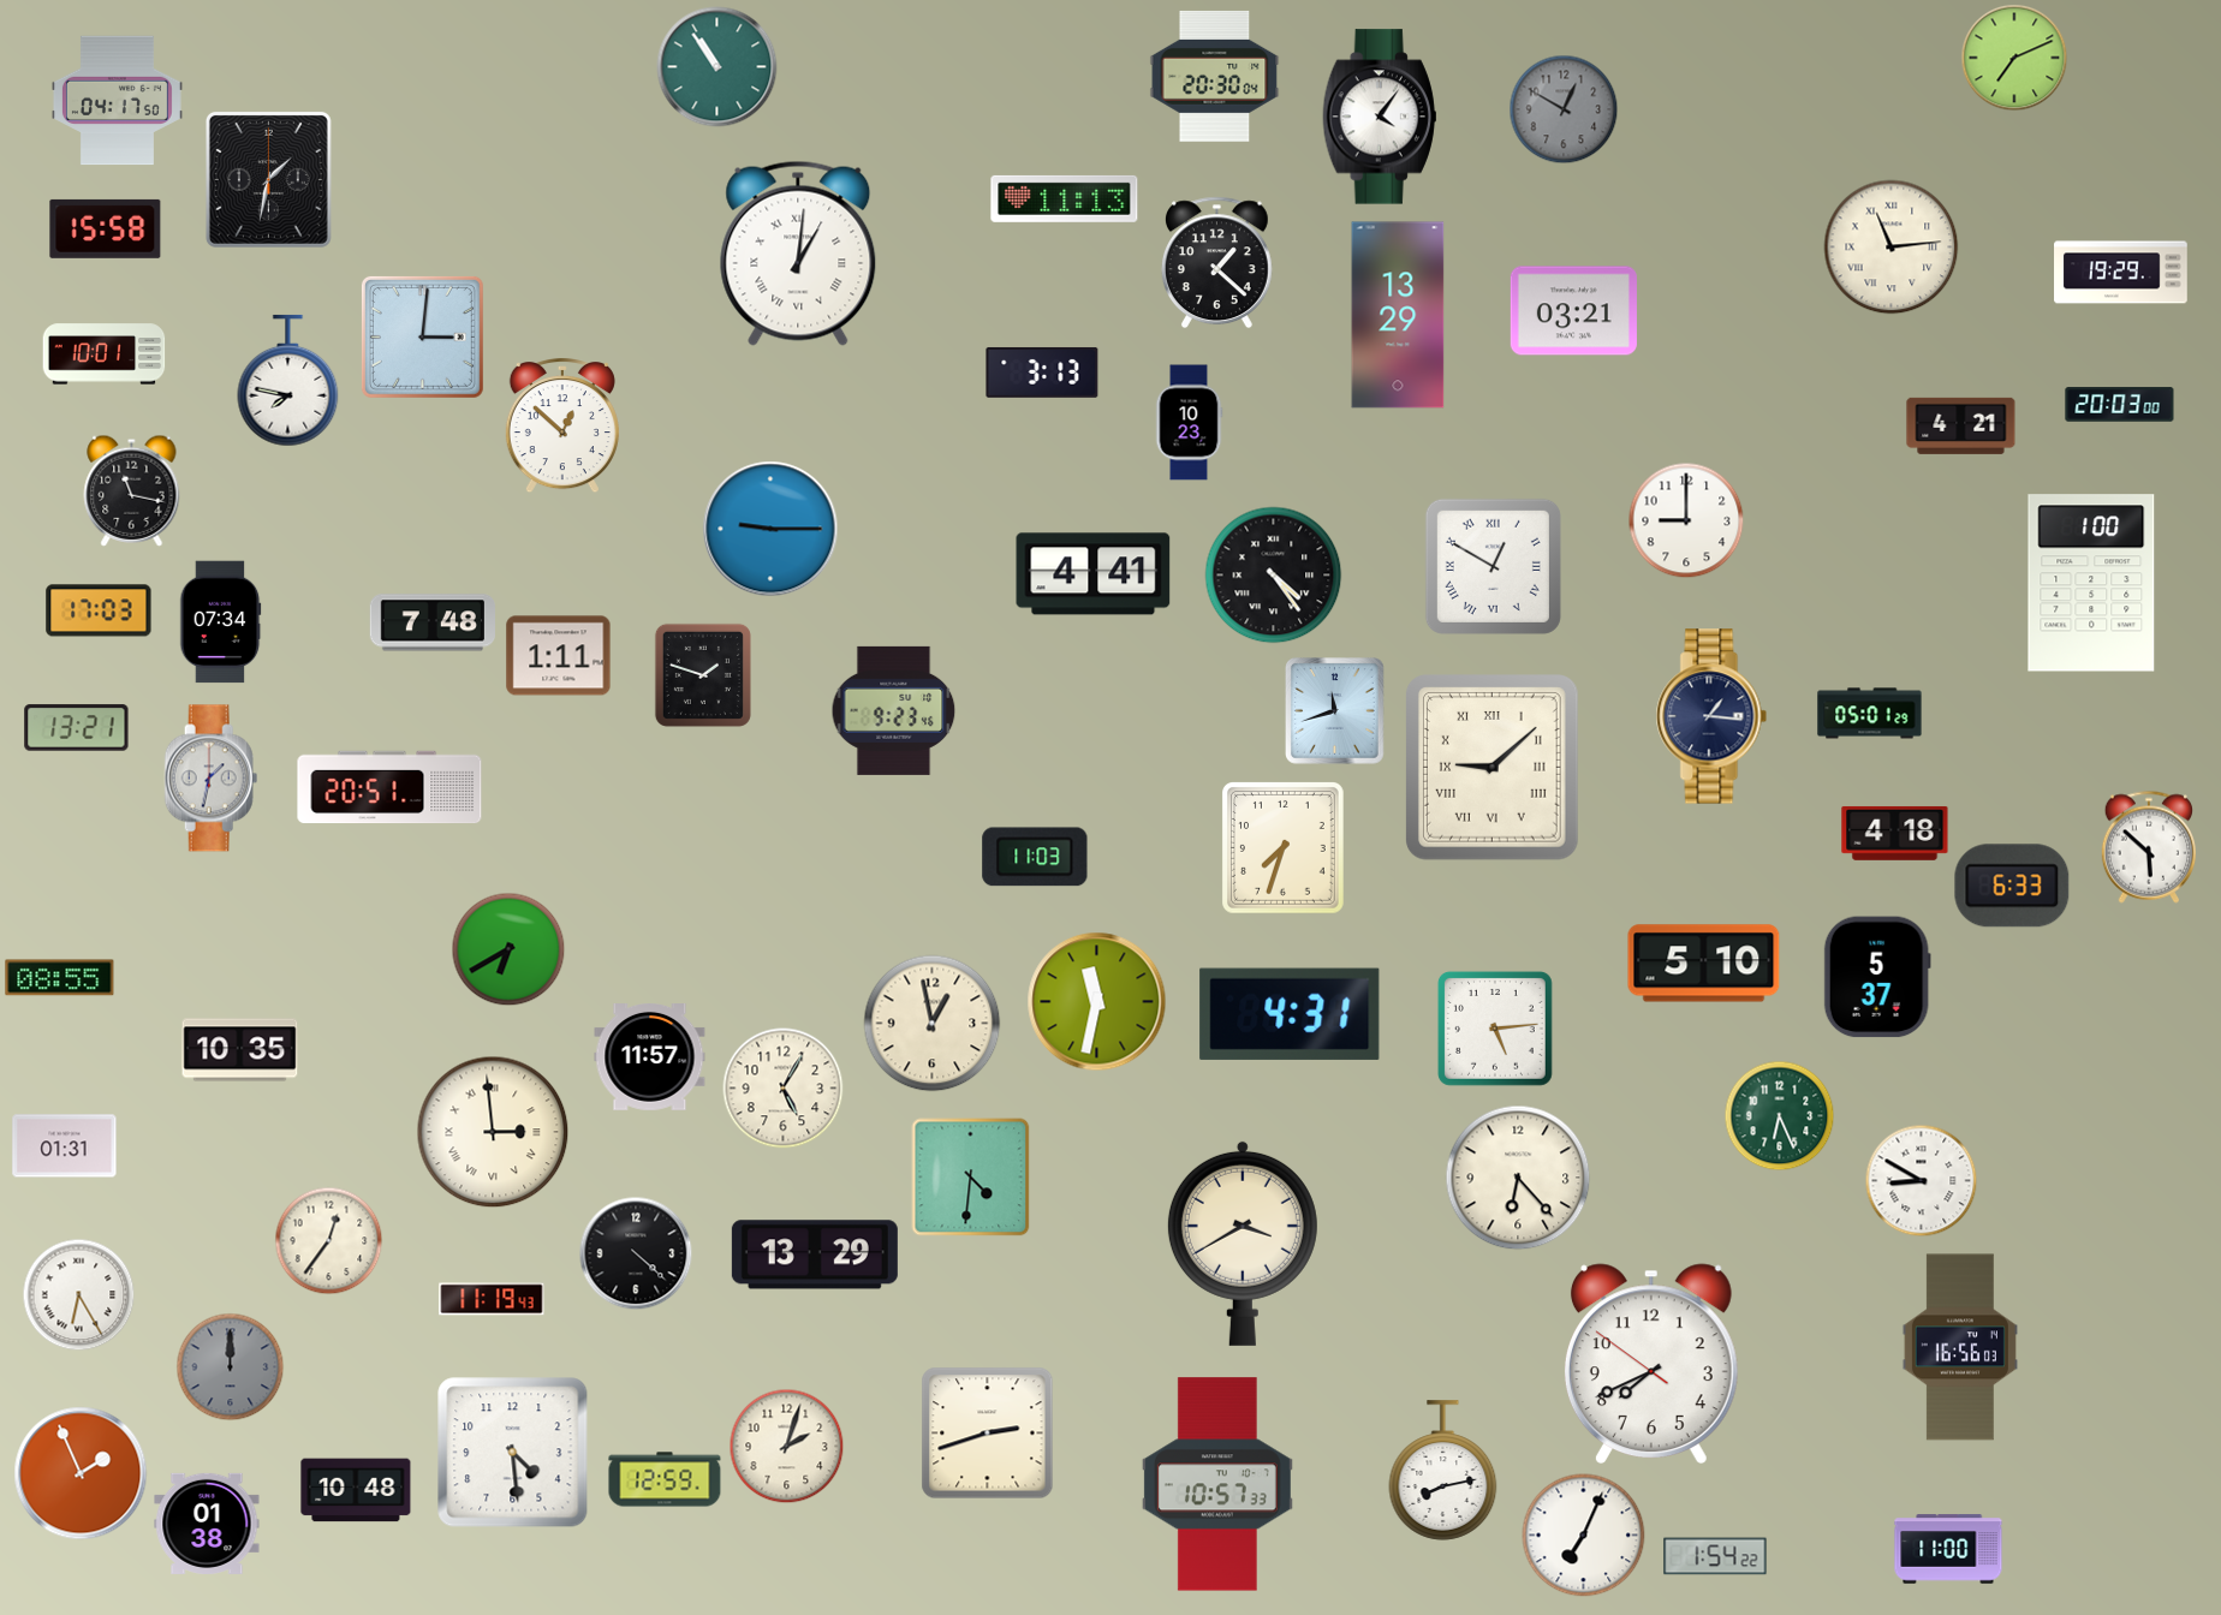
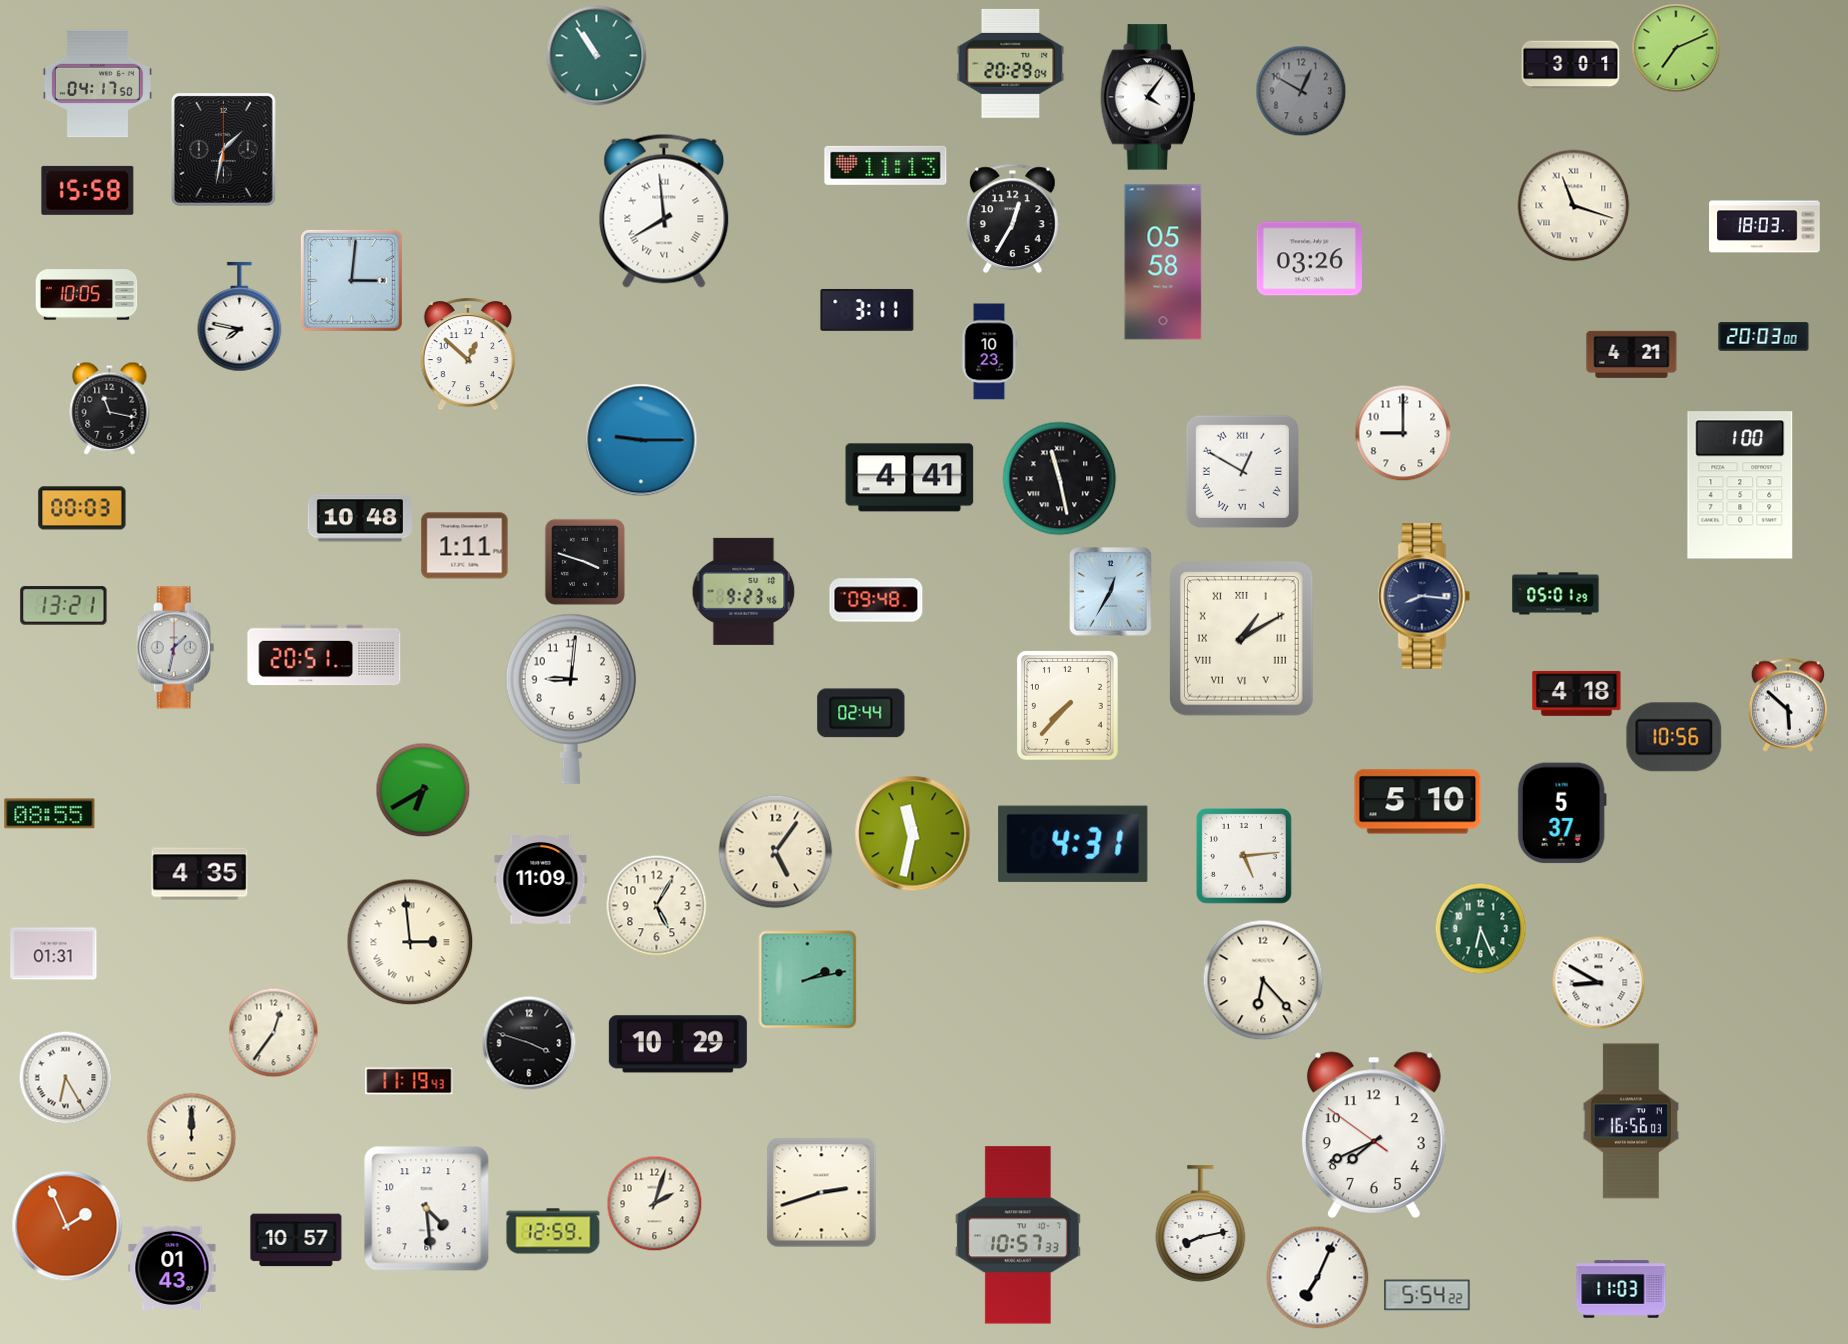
clock at (1215, 76): 20:30 -> 20:29
clock at (1571, 65): none -> 3:01
clock at (1892, 248): 11:14 -> 11:18
clock at (798, 254): 1:01 -> 7:59
clock at (1216, 263): 1:22 -> 12:35
clock at (2121, 273): 19:29 -> 18:03
clock at (1573, 311): 03:21 -> 03:26
clock at (1398, 315): 13:29 -> 05:58
clock at (105, 354): 10:01 -> 10:05
clock at (1042, 373): 3:13 -> 3:11
clock at (1274, 576): 4:24 -> 11:28
clock at (99, 610): 17:03 -> 00:03
clock at (221, 622): 07:34 -> none
clock at (433, 622): 7:48 -> 10:48
clock at (703, 675): 1:48 -> 3:48
clock at (1335, 711): 11:42 -> 12:35
clock at (1711, 716): 1:16 -> 8:16
clock at (876, 600): none -> 09:48
clock at (1493, 768): 9:08 -> 1:10
clock at (570, 699): none -> 9:01
clock at (1284, 848): 7:33 -> 7:37
clock at (1035, 857): 11:03 -> 02:44
clock at (2012, 886): 6:33 -> 10:56
clock at (933, 1024): 12:58 -> 5:06
clock at (240, 1050): 10:35 -> 4:35
clock at (650, 1057): 11:57 -> 11:09
clock at (784, 1089) position: (784, 1089) -> (657, 906)
clock at (971, 1178): 4:31 -> 2:13
clock at (1243, 1244): 3:40 -> none
clock at (636, 1253): 4:22 -> 3:48
clock at (815, 1255): 13:29 -> 10:29
clock at (231, 1367) dial: grey -> cream
clock at (1217, 1484) position: (1217, 1484) -> (1018, 1235)
clock at (356, 1490): 10:48 -> 10:57
clock at (207, 1524): 01:38 -> 01:43
clock at (1948, 1549): 11:00 -> 11:03
clock at (1715, 1556): 1:54 -> 5:54
